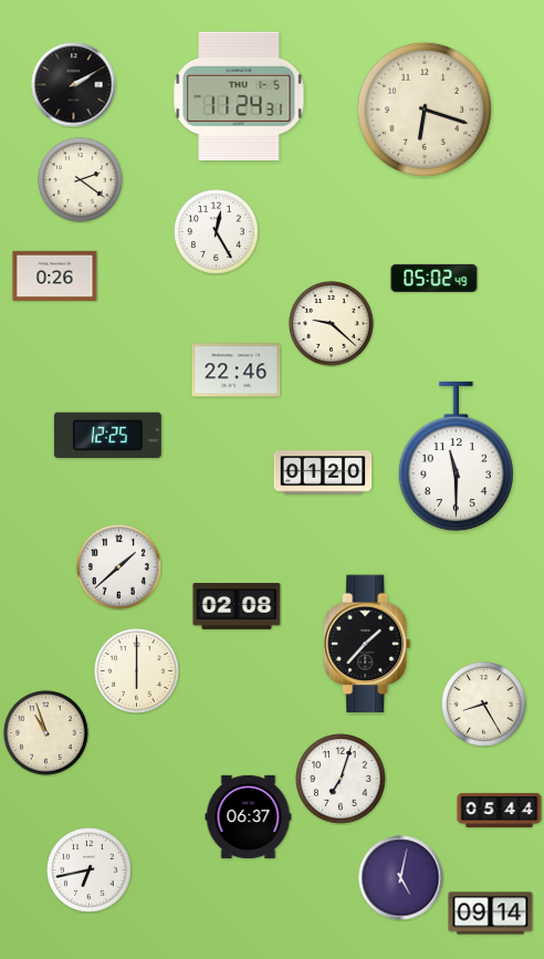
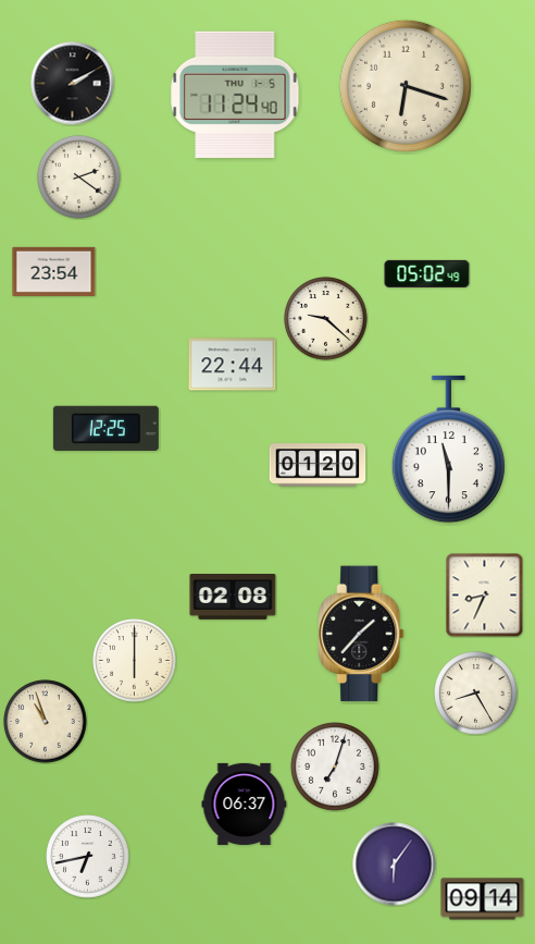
clock at (239, 95): 11:24:31 -> 11:24:40
clock at (425, 110) position: (425, 110) -> (406, 86)
clock at (217, 232): 12:25 -> none
clock at (55, 275): 0:26 -> 23:54
clock at (237, 371): 22:46 -> 22:44
clock at (119, 567): 1:38 -> none
clock at (485, 594): none -> 8:34
clock at (500, 810): 05:44 -> none
clock at (401, 878): 5:02 -> 6:06
